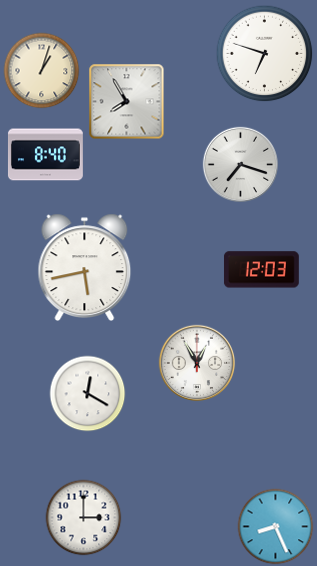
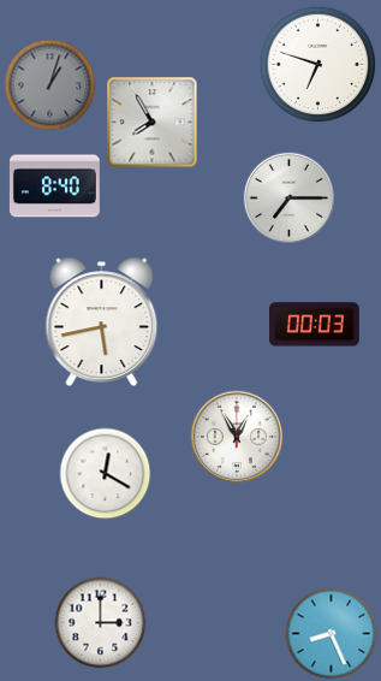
clock at (42, 71) dial: cream -> grey
clock at (240, 164): 7:18 -> 7:15
clock at (261, 270): 12:03 -> 00:03
